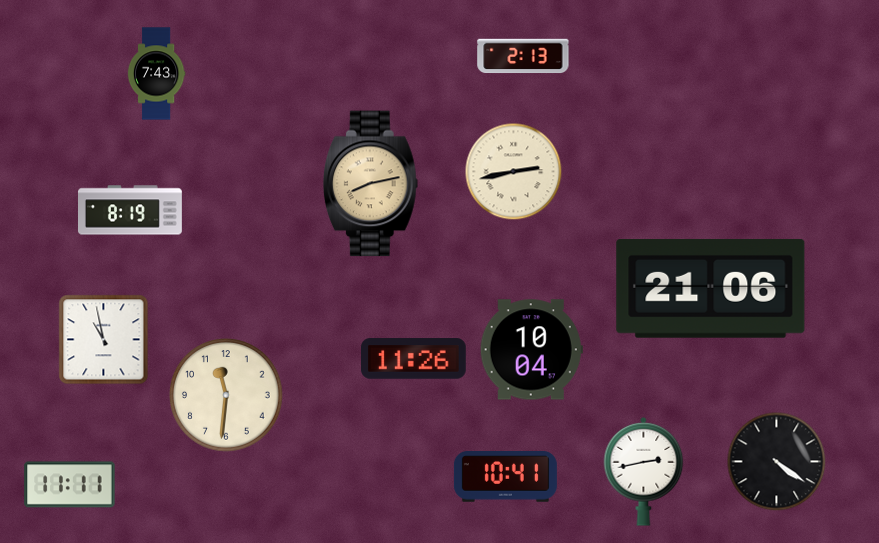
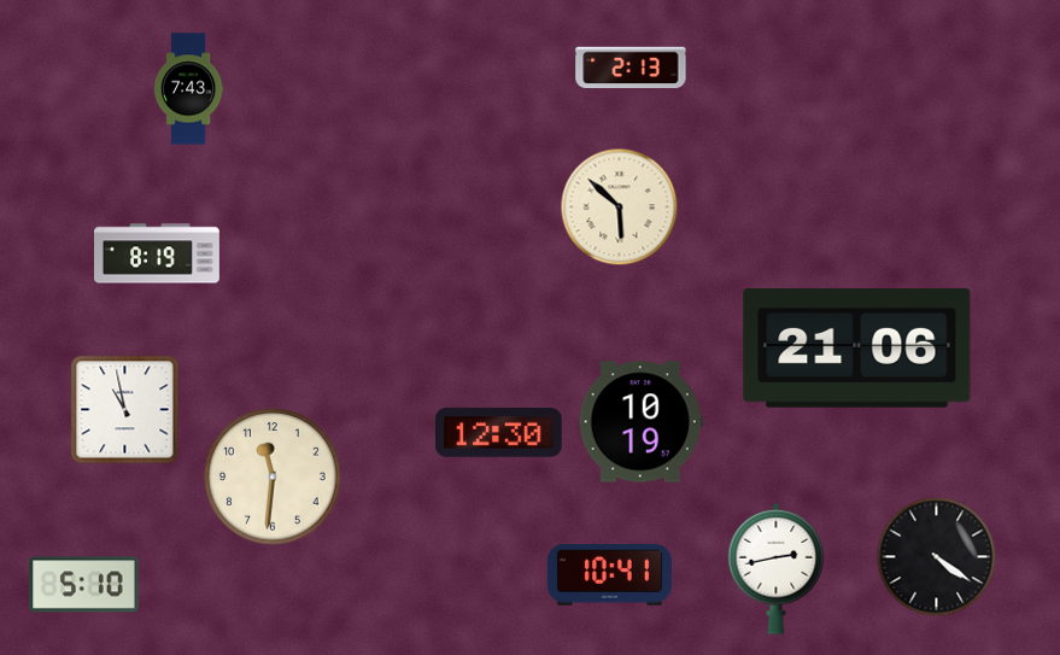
clock at (514, 172): 2:43 -> 5:52
clock at (370, 184): 8:13 -> none
clock at (531, 350): 10:04 -> 10:19
clock at (414, 359): 11:26 -> 12:30
clock at (70, 485): 11:11 -> 5:10
